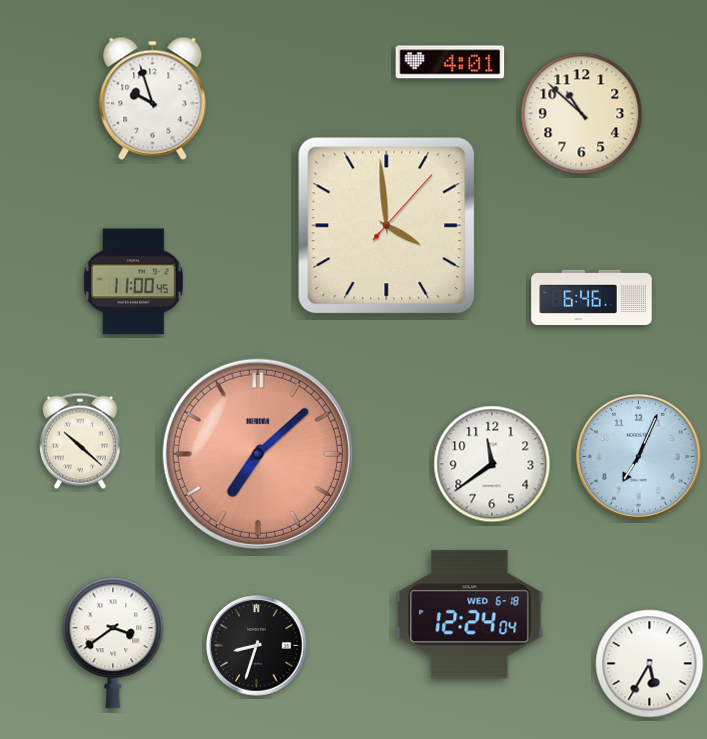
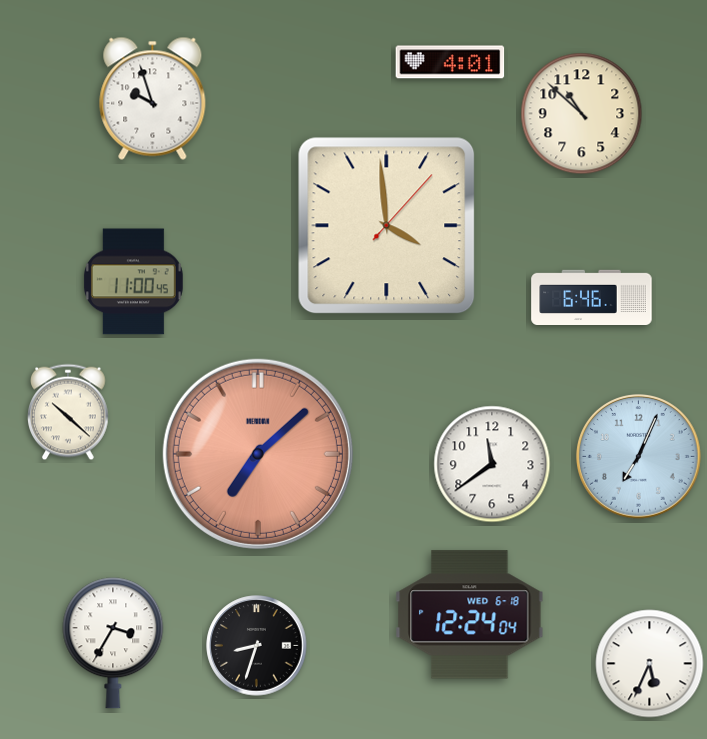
clock at (81, 441) position: (81, 441) -> (69, 412)
clock at (113, 643): 3:39 -> 3:35
clock at (650, 664): 5:35 -> 5:34
